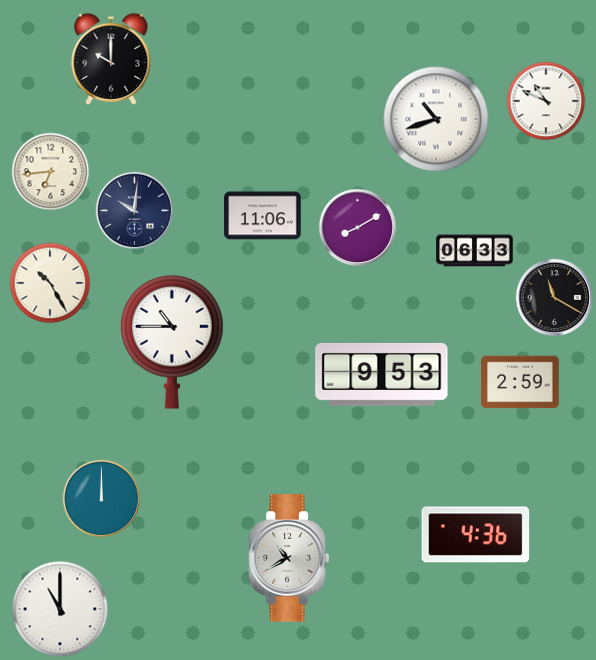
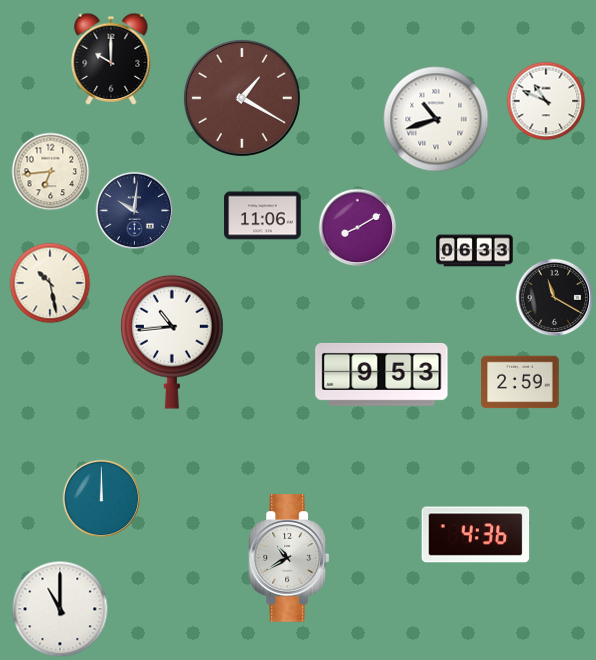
clock at (242, 98): none -> 1:20
clock at (50, 283): 10:25 -> 10:28
clock at (173, 342): 10:45 -> 10:44
